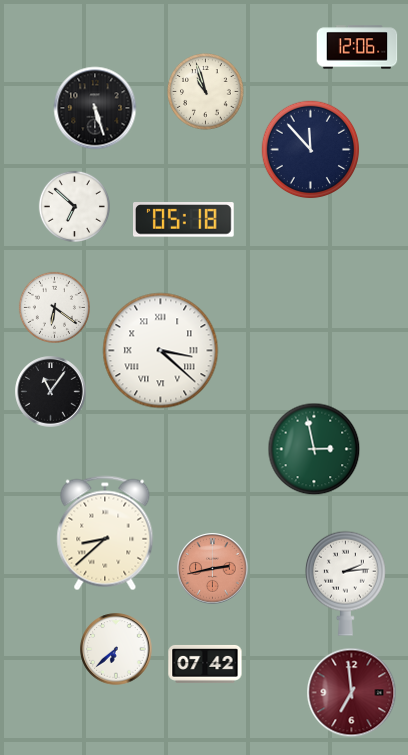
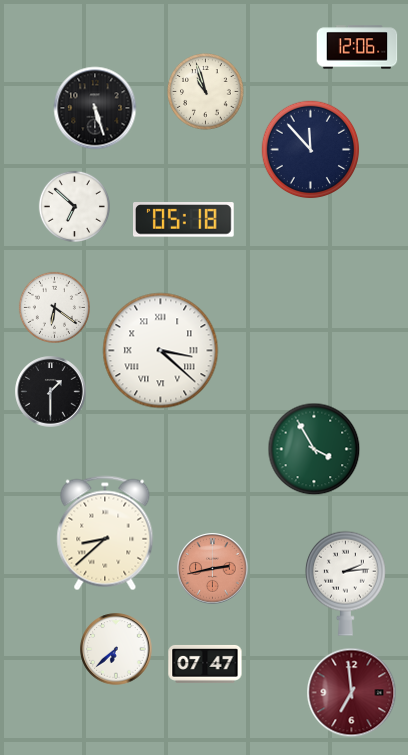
clock at (51, 392): 11:06 -> 1:30
clock at (314, 449): 2:58 -> 3:55
clock at (205, 664): 07:42 -> 07:47
